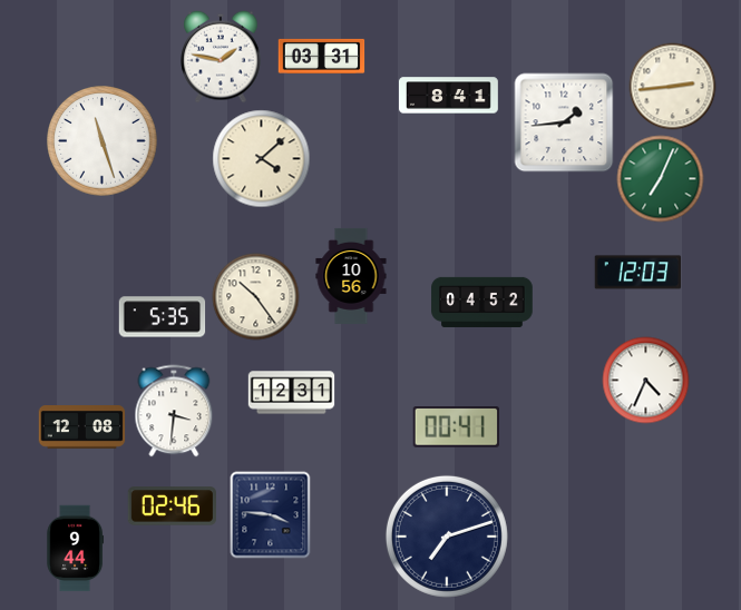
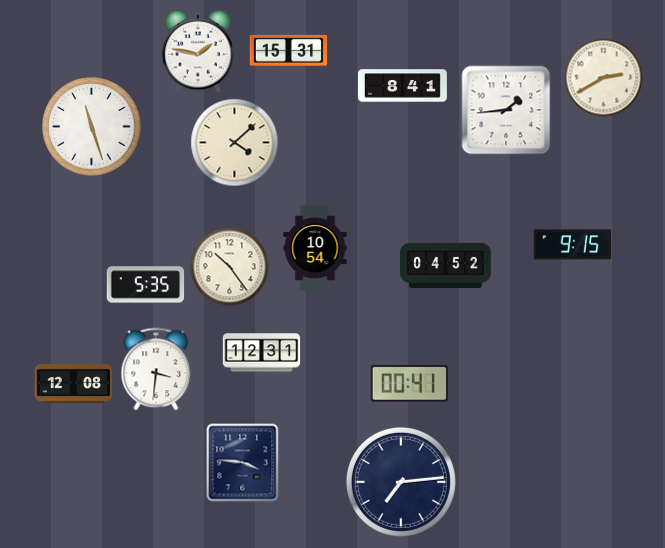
clock at (321, 56): 03:31 -> 15:31
clock at (672, 86): 2:44 -> 2:40
clock at (660, 178): 7:04 -> none
clock at (637, 273): 12:03 -> 9:15
clock at (351, 276): 10:56 -> 10:54
clock at (482, 302) position: (482, 302) -> (446, 265)
clock at (645, 380): 4:34 -> none
clock at (172, 506): 02:46 -> none
clock at (447, 537): 7:12 -> 7:14
clock at (76, 548): 9:44 -> none
